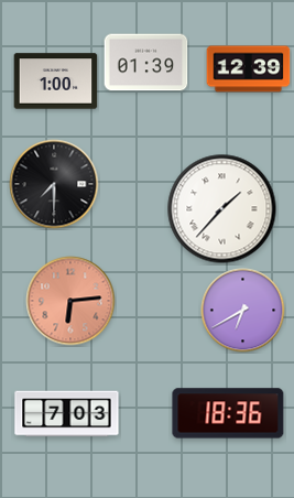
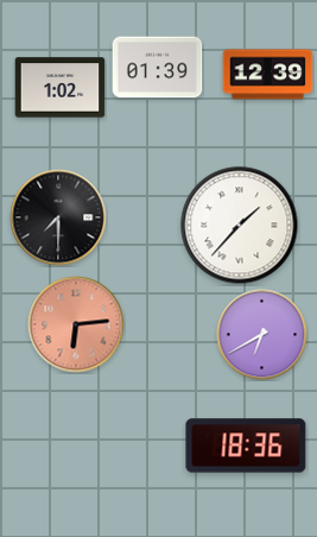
clock at (56, 82): 1:00 -> 1:02
clock at (54, 184) position: (54, 184) -> (58, 217)
clock at (67, 414): 7:03 -> none
